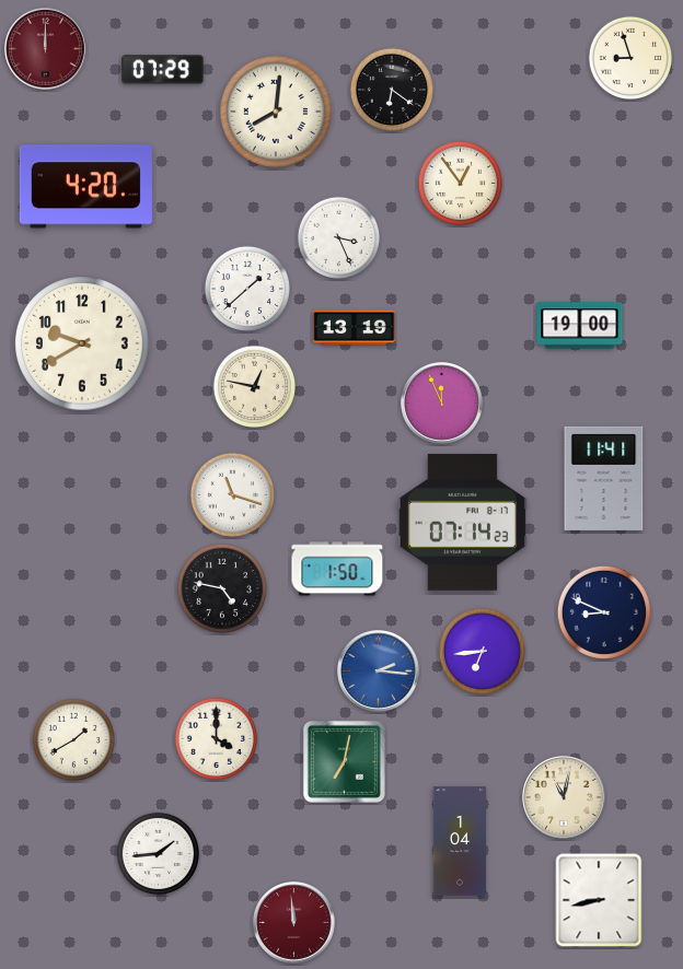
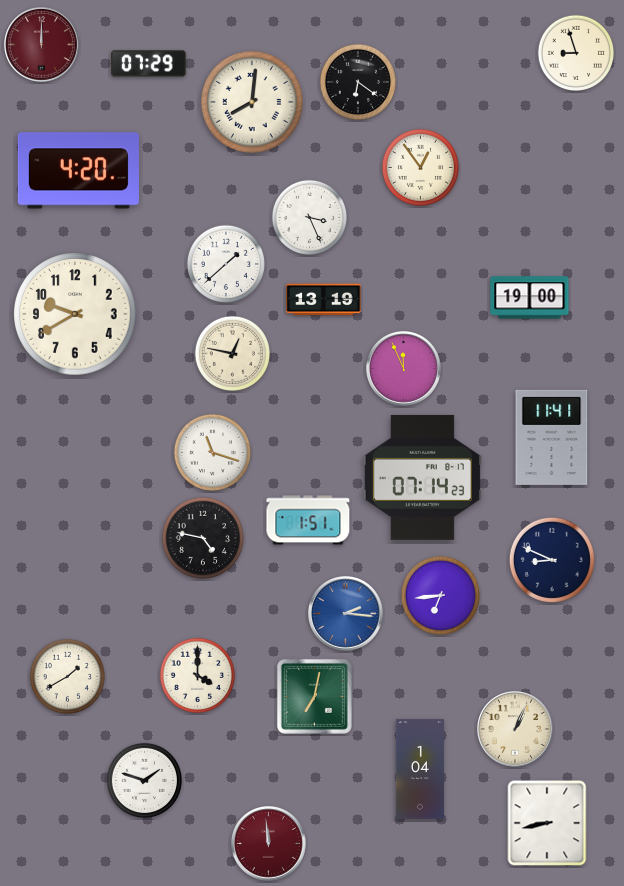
clock at (337, 569): 1:50 -> 1:51
clock at (565, 798): 11:02 -> 1:04
clock at (158, 853): 1:44 -> 1:48
